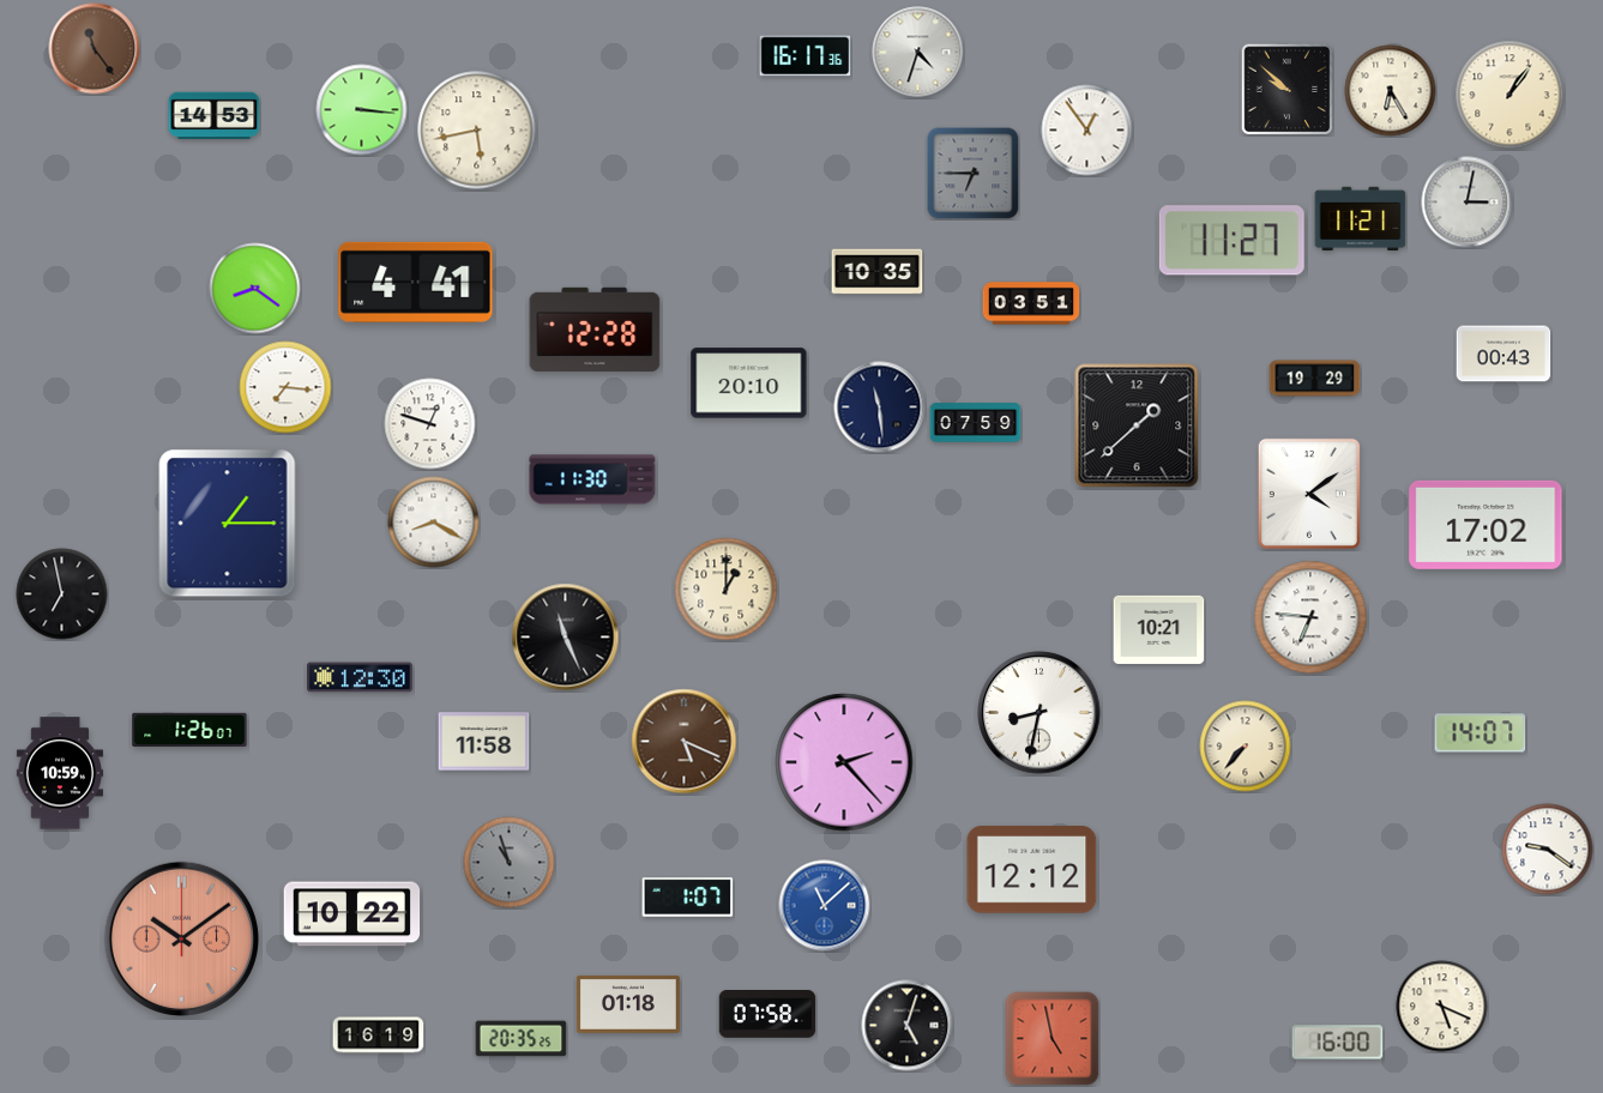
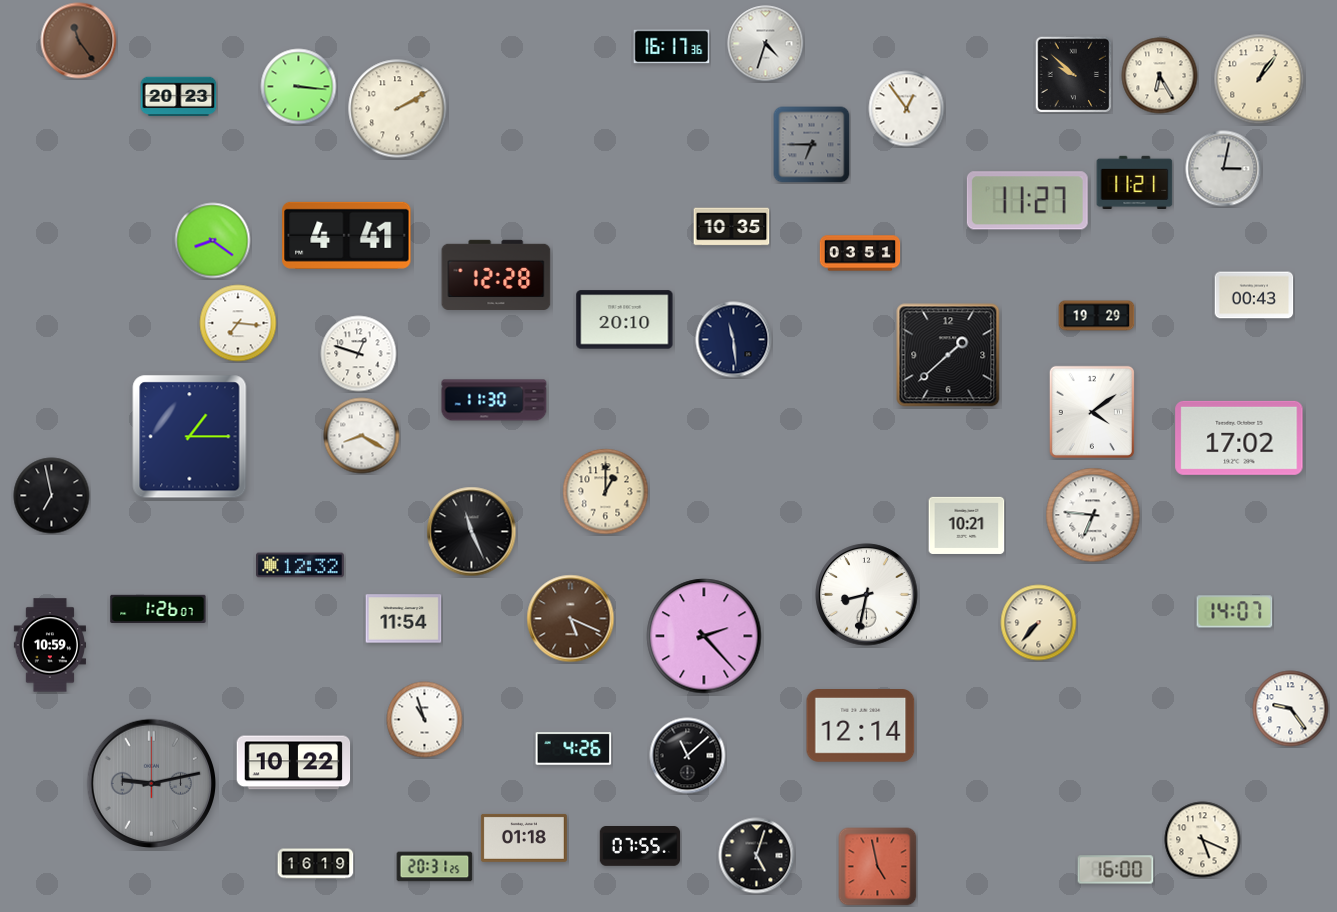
clock at (362, 110) position: (362, 110) -> (299, 87)
clock at (215, 116): 14:53 -> 20:23
clock at (477, 131): 5:43 -> 2:10
clock at (976, 423): 07:59 -> none
clock at (361, 677): 12:30 -> 12:32
clock at (484, 742): 11:58 -> 11:54
clock at (1548, 850): 9:21 -> 9:24
clock at (510, 863) dial: grey -> white
clock at (1032, 870): 12:12 -> 12:14
clock at (688, 898): 1:07 -> 4:26
clock at (825, 906) dial: blue -> black
clock at (181, 938): 10:09 -> 9:13
clock at (181, 938) dial: salmon -> grey
clock at (767, 1014): 07:58 -> 07:55
clock at (522, 1039): 20:35 -> 20:31
